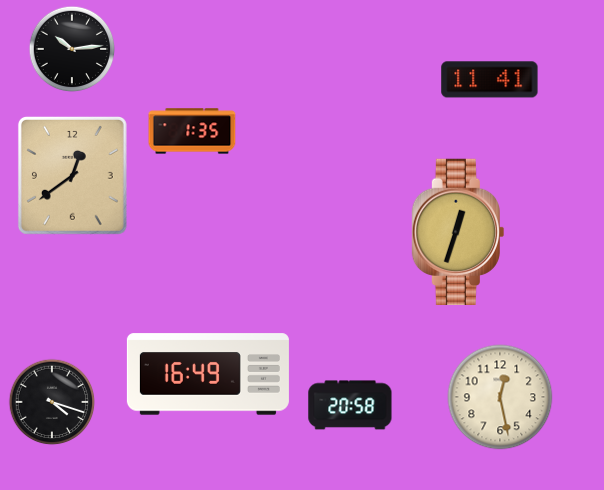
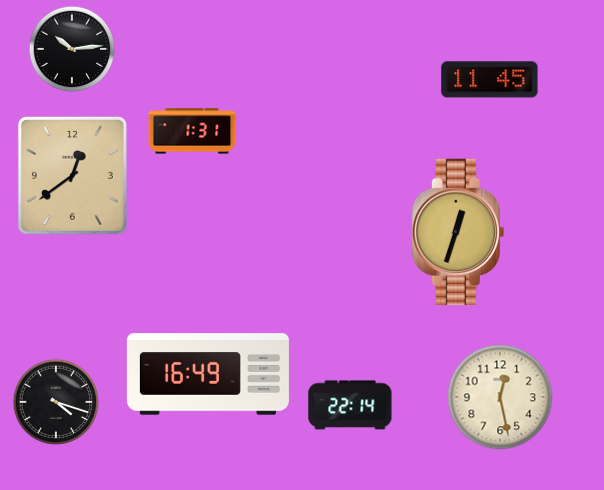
clock at (490, 80): 11:41 -> 11:45
clock at (192, 131): 1:35 -> 1:31
clock at (52, 402) position: (52, 402) -> (56, 402)
clock at (350, 405): 20:58 -> 22:14
